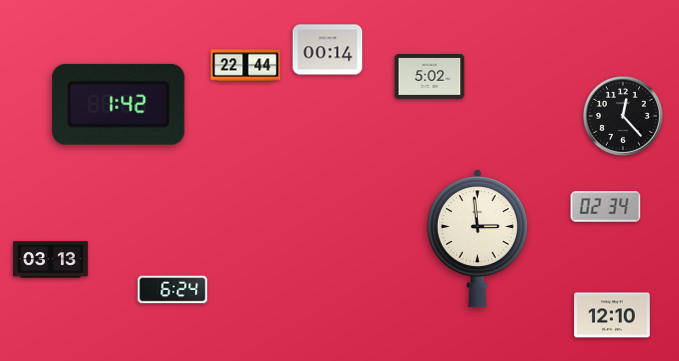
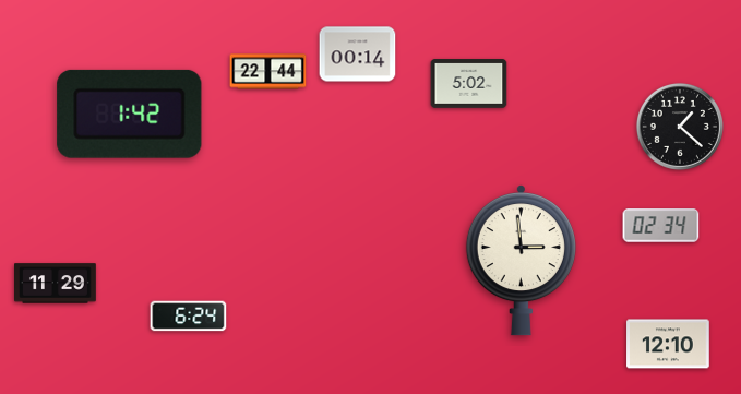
clock at (623, 116): 12:23 -> 1:22
clock at (51, 260): 03:13 -> 11:29
